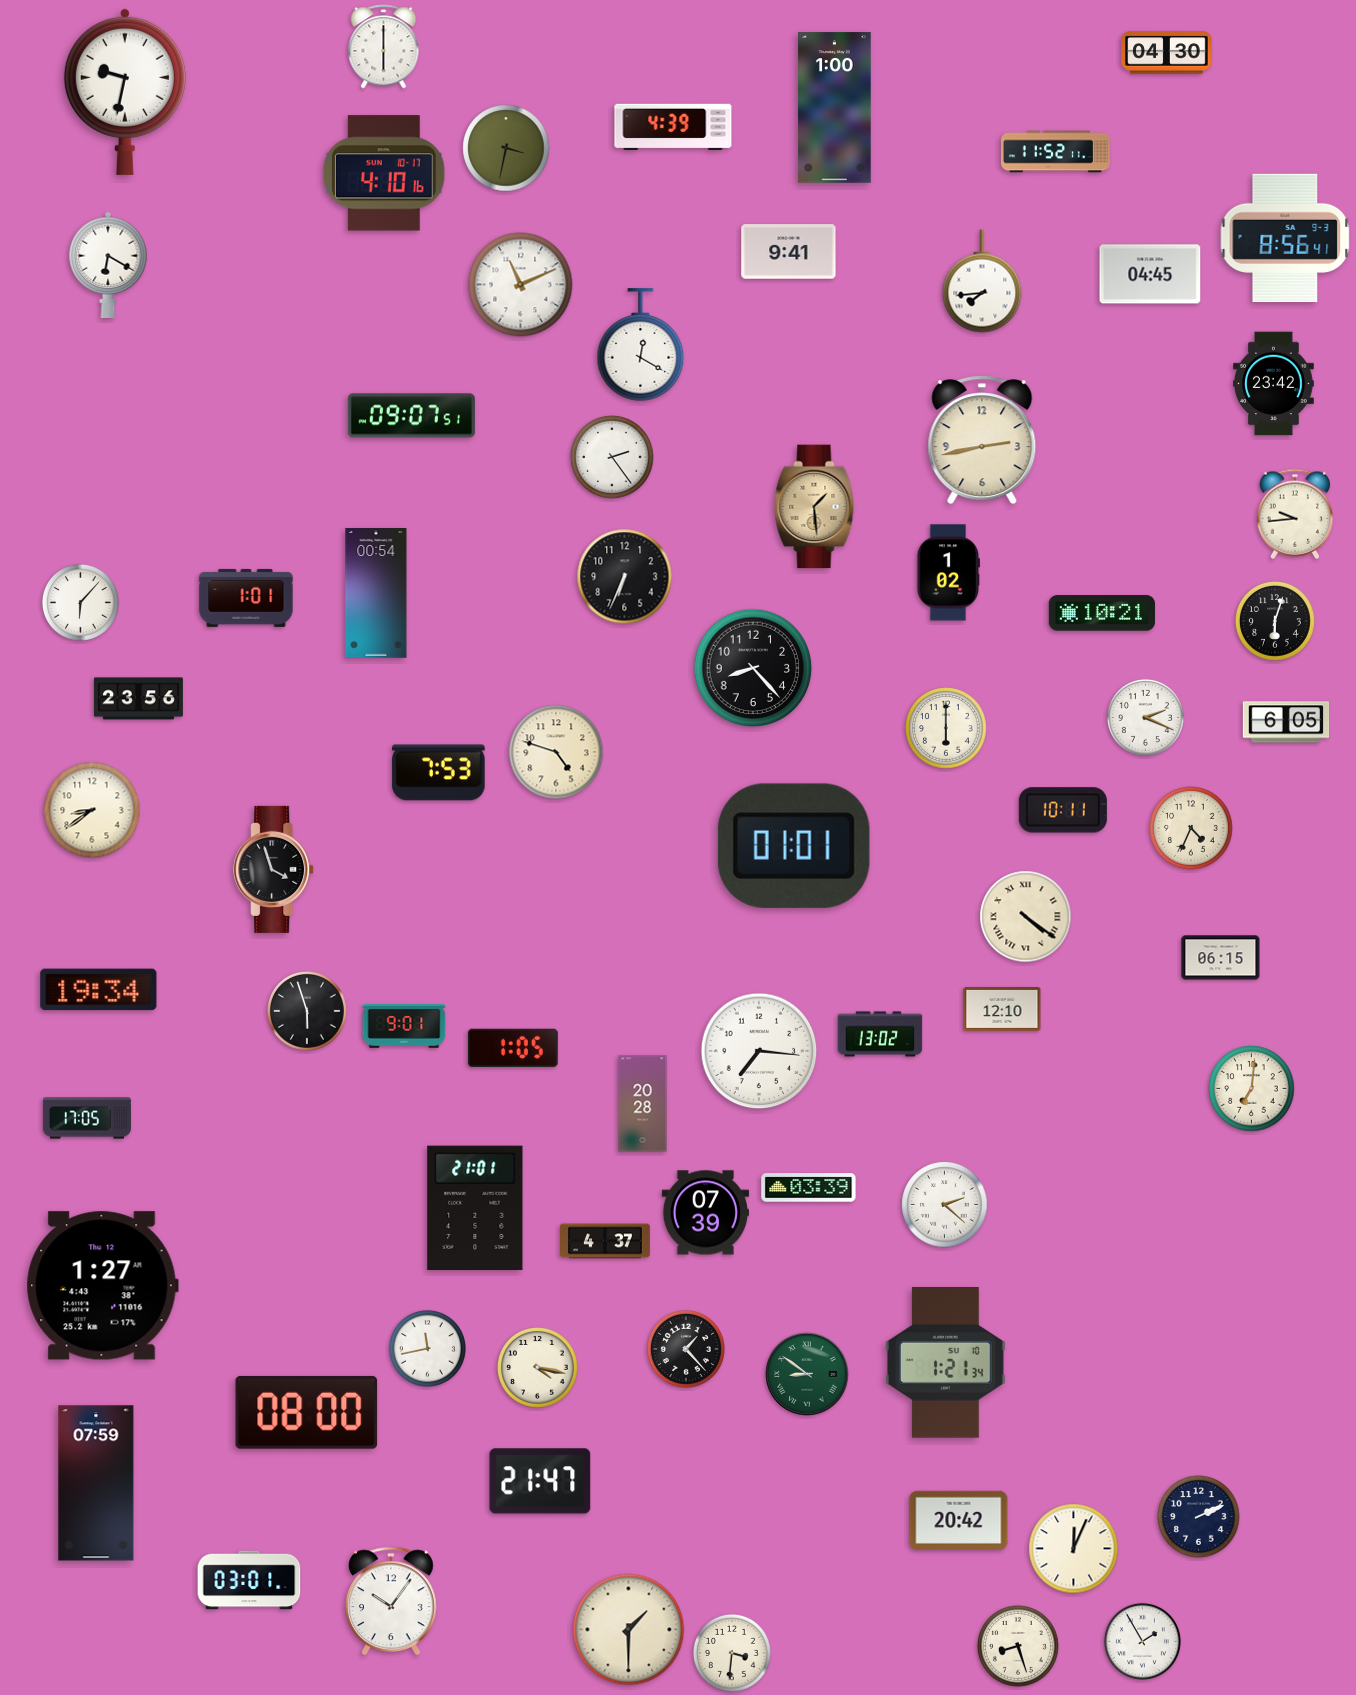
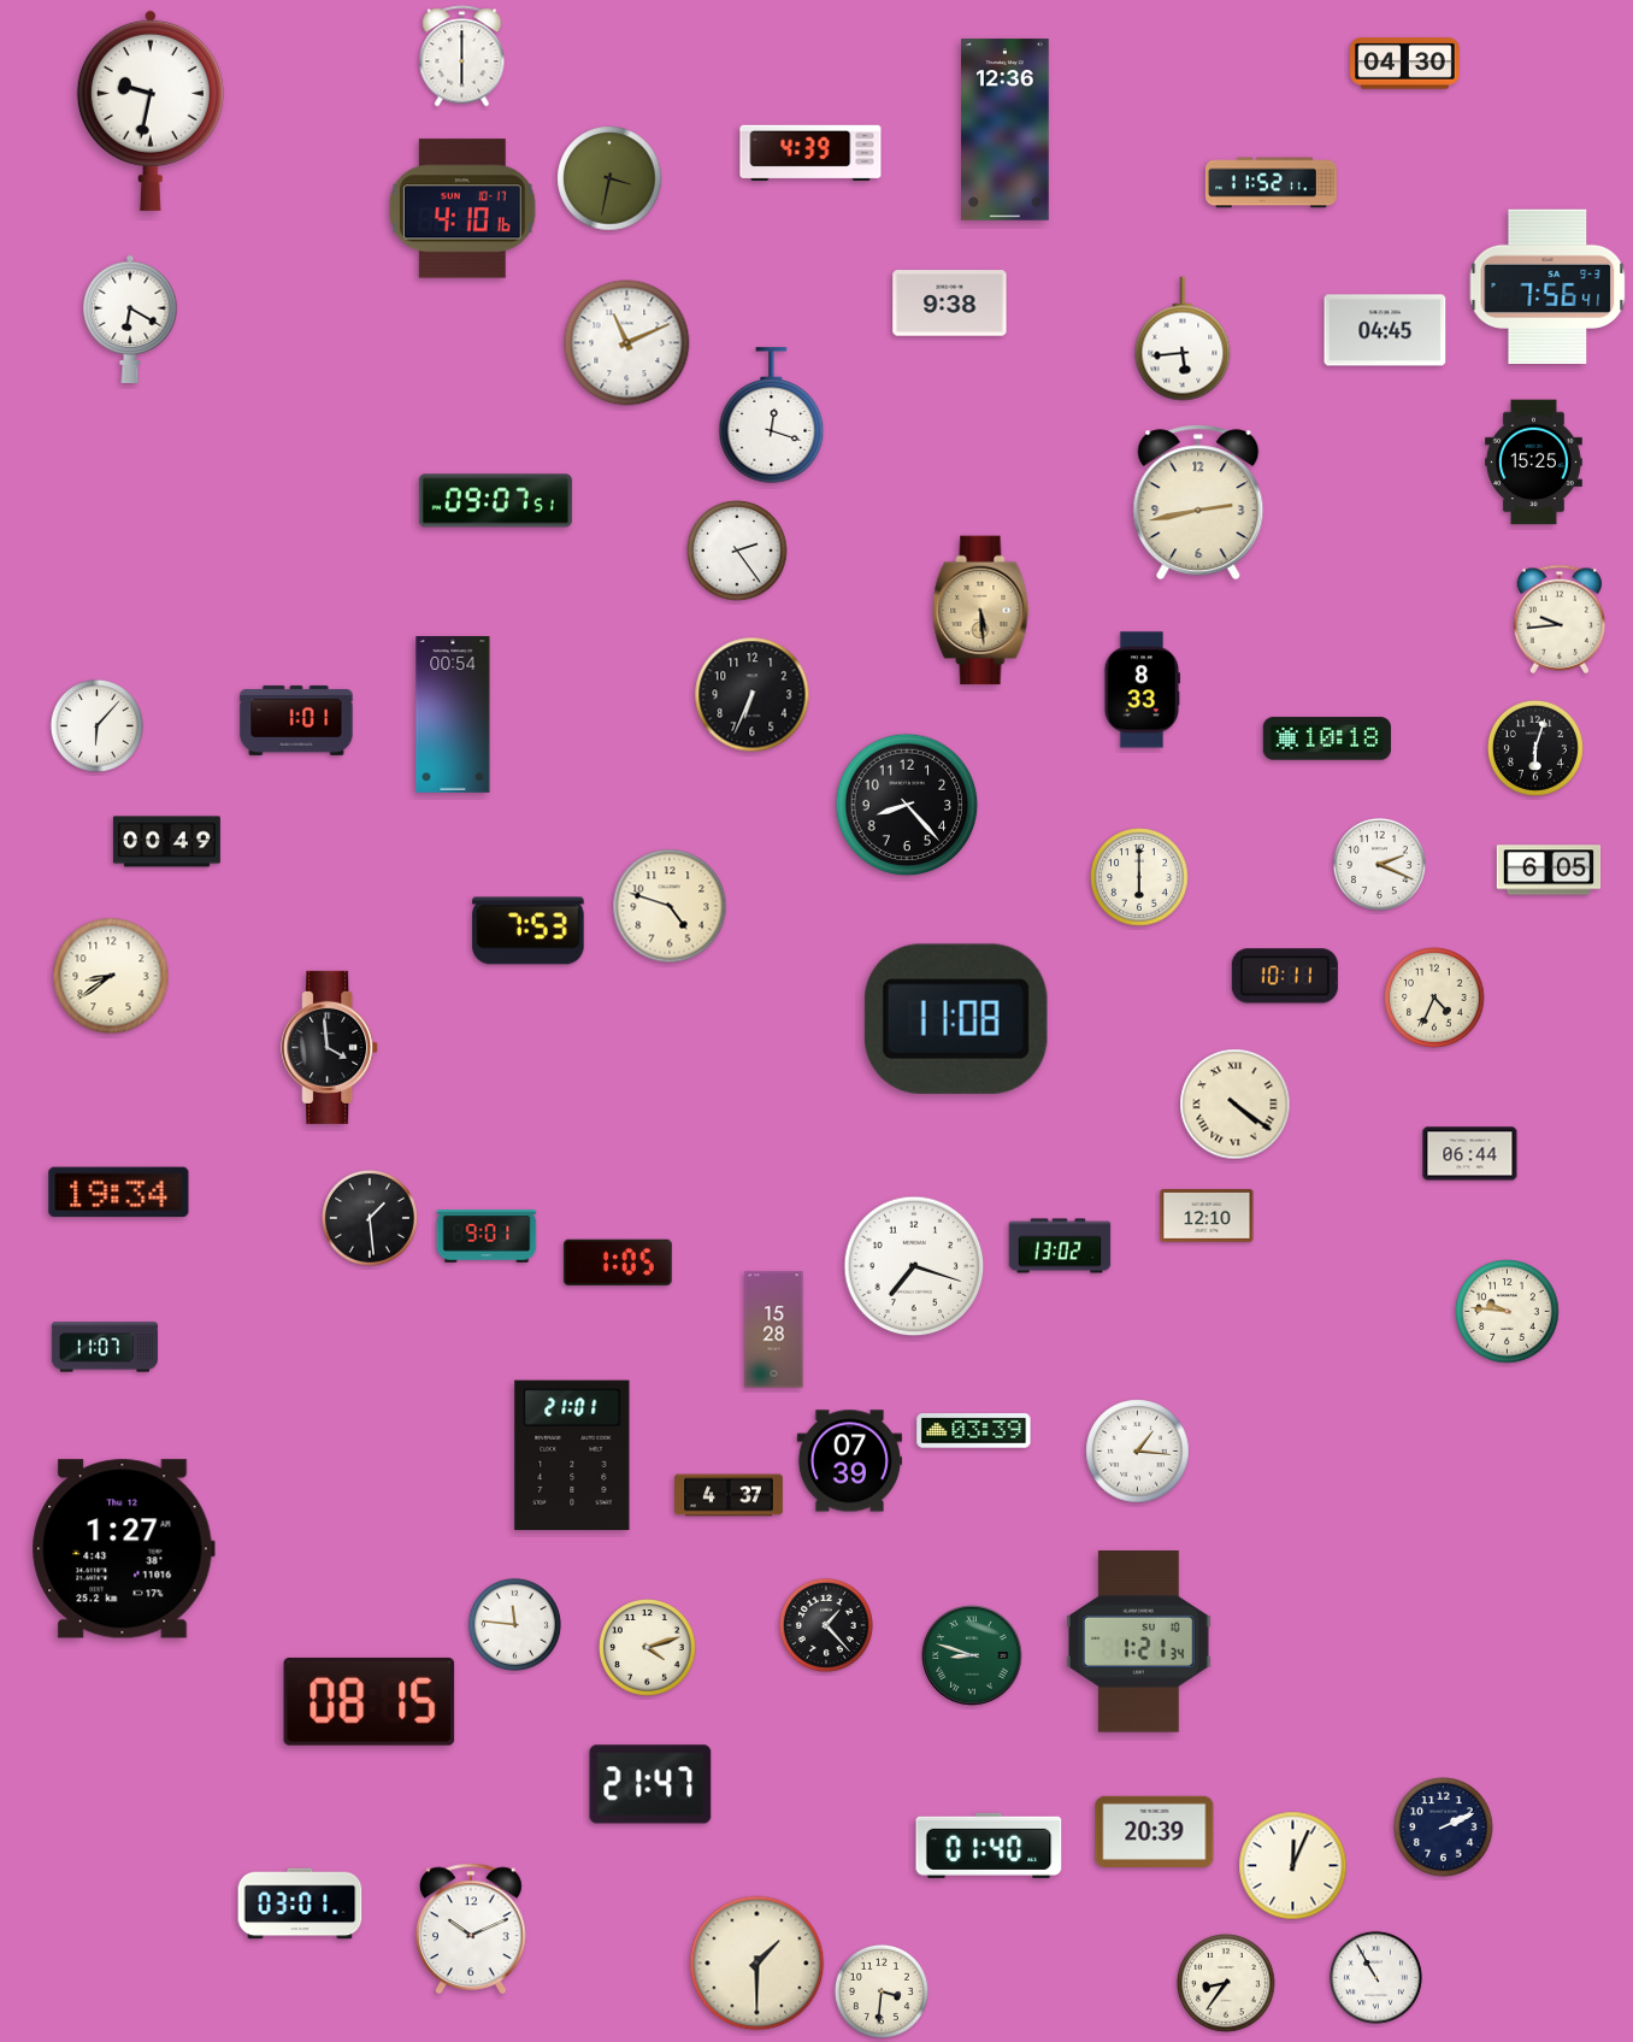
clock at (835, 108): 1:00 -> 12:36
clock at (1285, 237): 8:56 -> 7:56
clock at (789, 252): 9:41 -> 9:38
clock at (982, 281): 7:44 -> 5:44
clock at (641, 345): 12:20 -> 12:18
clock at (1274, 384): 23:42 -> 15:25
clock at (982, 440) position: (982, 440) -> (1198, 502)
clock at (815, 507): 1:29 -> 5:29
clock at (948, 573): 1:02 -> 8:33
clock at (1102, 613): 10:21 -> 10:18
clock at (138, 699): 23:56 -> 00:49
clock at (1063, 810) position: (1063, 810) -> (1285, 976)
clock at (794, 846): 01:01 -> 11:08
clock at (274, 869): 3:57 -> 3:59
clock at (1221, 958): 06:15 -> 06:44
clock at (307, 1011): 5:57 -> 1:29
clock at (759, 1051): 7:16 -> 7:18
clock at (1252, 1089): 7:01 -> 9:46
clock at (643, 1104): 20:28 -> 15:28
clock at (87, 1118): 17:05 -> 11:07
clock at (945, 1205): 2:22 -> 1:16
clock at (427, 1348): 11:43 -> 11:46
clock at (538, 1368): 4:17 -> 4:12
clock at (807, 1374): 8:51 -> 8:48
clock at (307, 1412): 08:00 -> 08:15
clock at (96, 1483): 07:59 -> none
clock at (959, 1520): 20:42 -> 20:39
clock at (989, 1846): none -> 01:40
clock at (391, 1600): 10:06 -> 10:11
clock at (1142, 1641): 1:55 -> 10:55
clock at (1019, 1647): 8:27 -> 8:36
